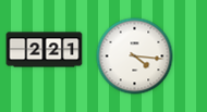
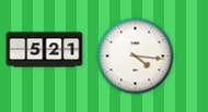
clock at (45, 50): 2:21 -> 5:21
